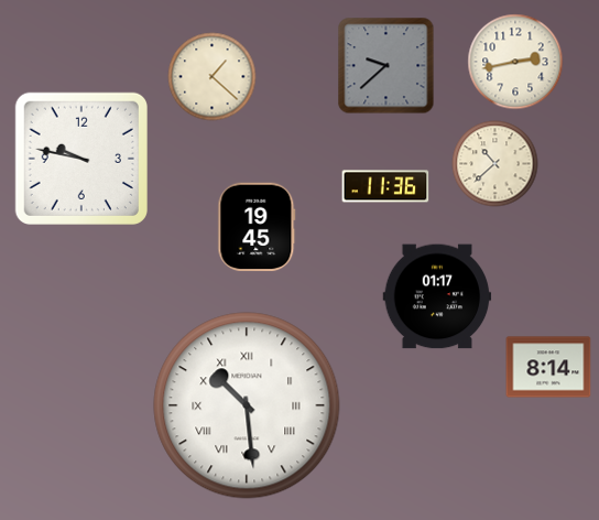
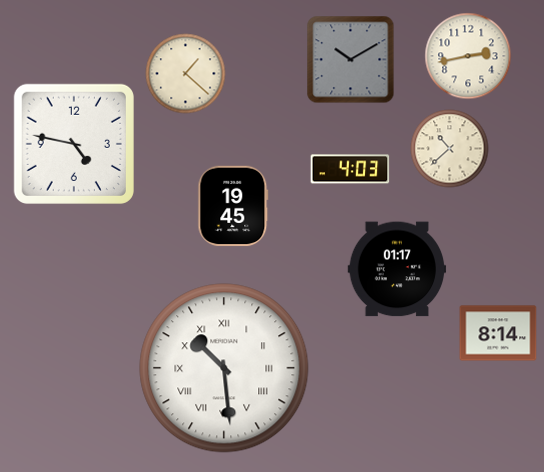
clock at (386, 66): 9:38 -> 10:10
clock at (213, 77) position: (213, 77) -> (186, 74)
clock at (81, 159): 9:47 -> 4:47
clock at (385, 186): 11:36 -> 4:03
